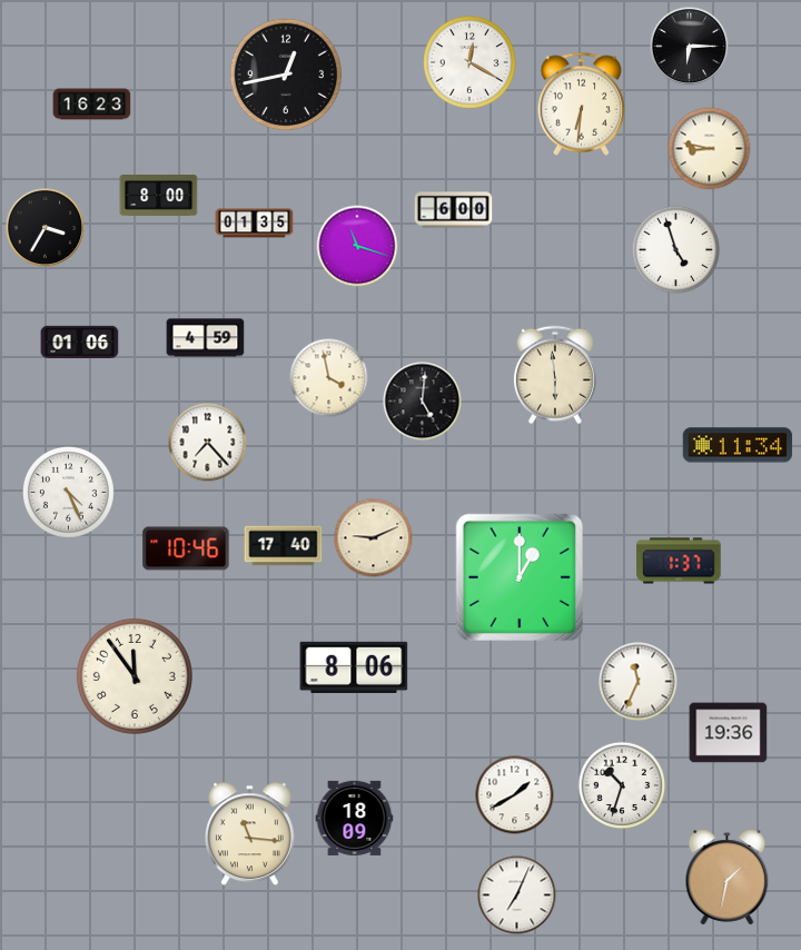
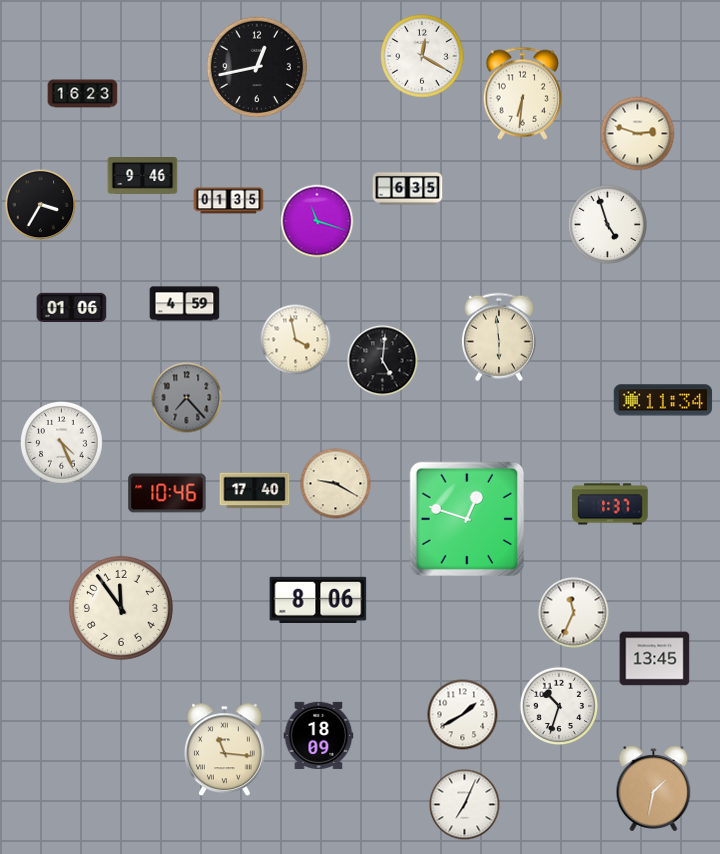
clock at (690, 47): 6:15 -> none
clock at (710, 149): 8:47 -> 2:48
clock at (159, 196): 8:00 -> 9:46
clock at (454, 210): 6:00 -> 6:35
clock at (357, 246) position: (357, 246) -> (317, 221)
clock at (423, 402) position: (423, 402) -> (383, 361)
clock at (208, 443) dial: white -> grey
clock at (374, 538): 9:11 -> 9:20
clock at (520, 577): 1:00 -> 12:48
clock at (729, 733): 19:36 -> 13:45
